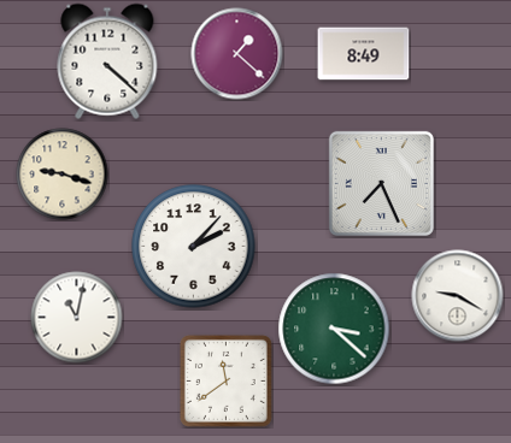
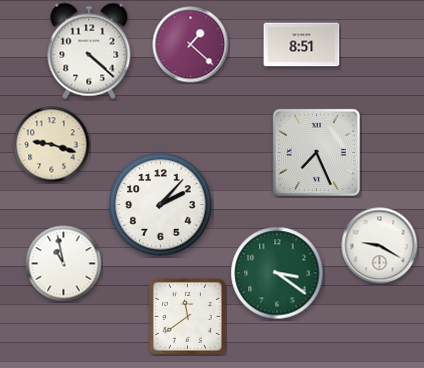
clock at (237, 54) position: (237, 54) -> (191, 45)
clock at (364, 54): 8:49 -> 8:51
clock at (77, 318): 11:02 -> 10:58
clock at (334, 329): 3:22 -> 3:21
